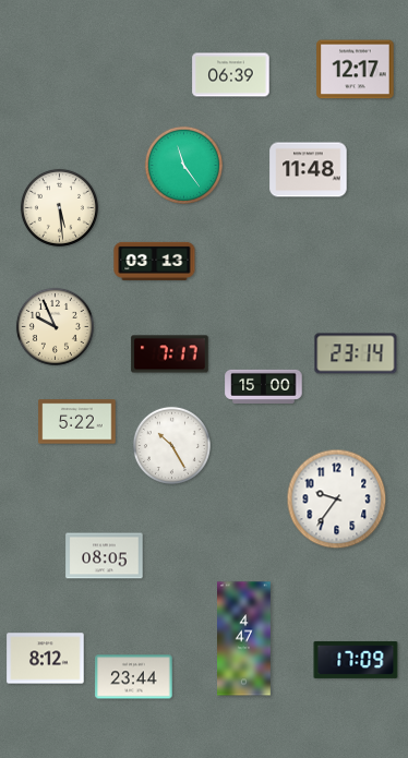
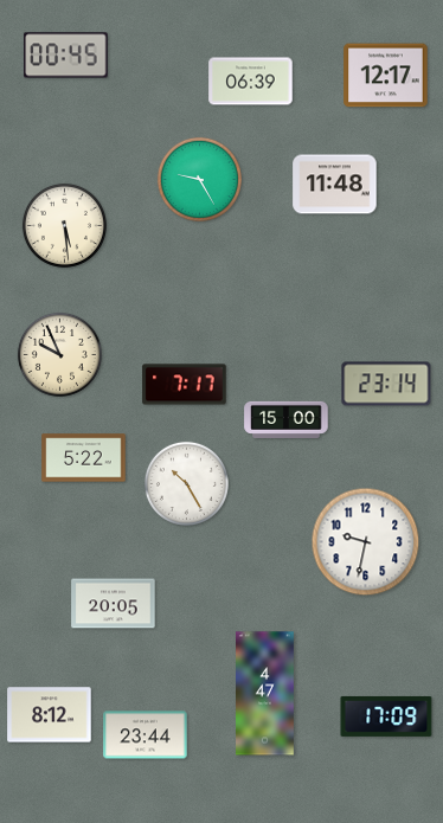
clock at (66, 56): none -> 00:45
clock at (183, 165): 11:24 -> 9:25
clock at (155, 261): 03:13 -> none
clock at (337, 500): 9:36 -> 9:32
clock at (105, 556): 08:05 -> 20:05
